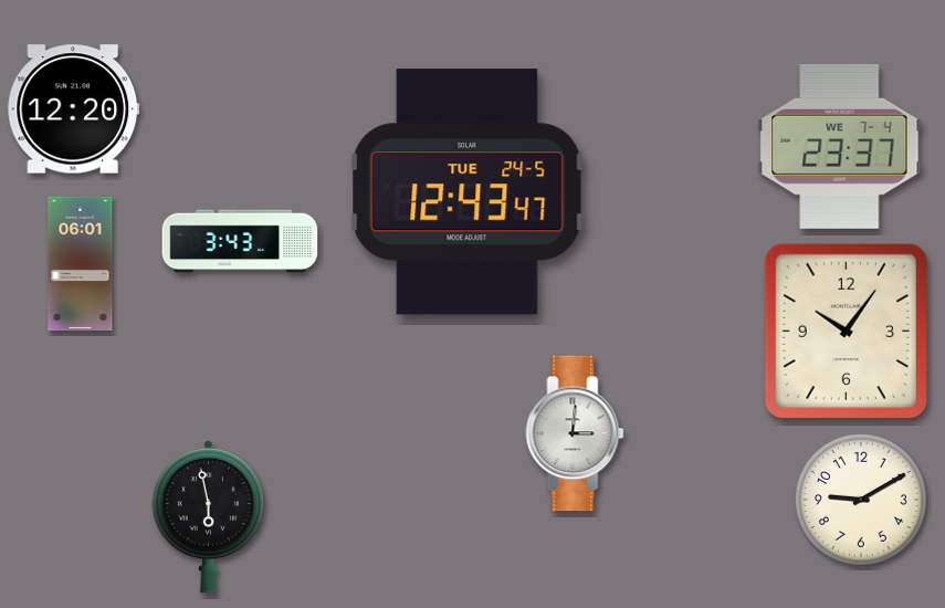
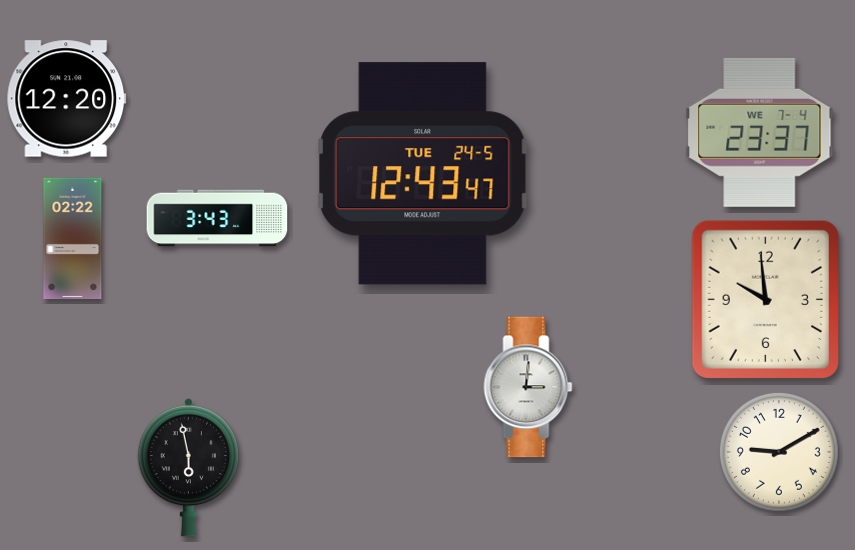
clock at (81, 264): 06:01 -> 02:22
clock at (846, 331): 10:06 -> 9:59
clock at (575, 433) position: (575, 433) -> (528, 387)
